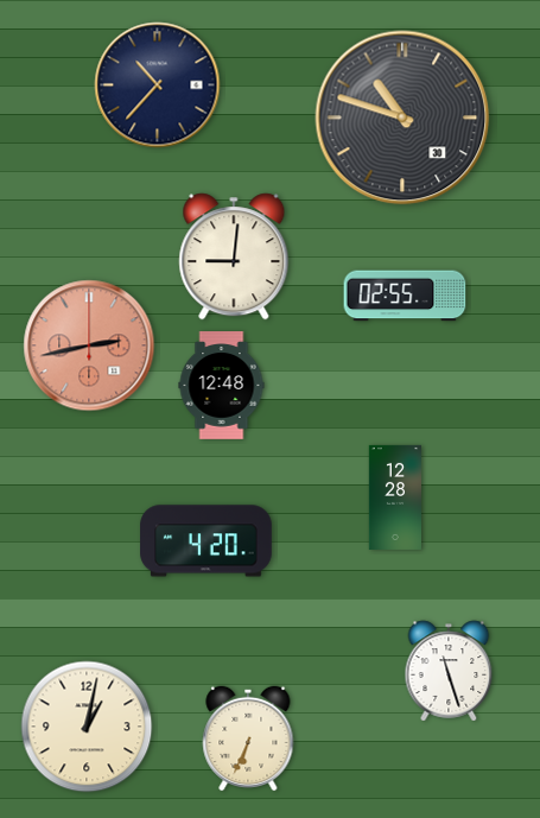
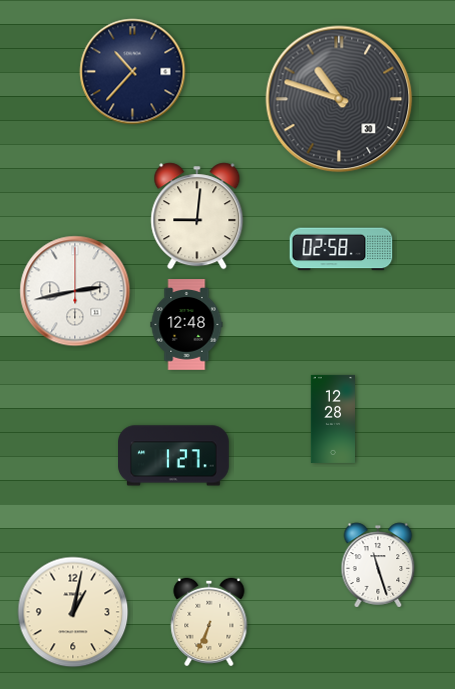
clock at (405, 296): 02:55 -> 02:58
clock at (89, 345) dial: salmon -> white
clock at (207, 541): 4:20 -> 1:27
